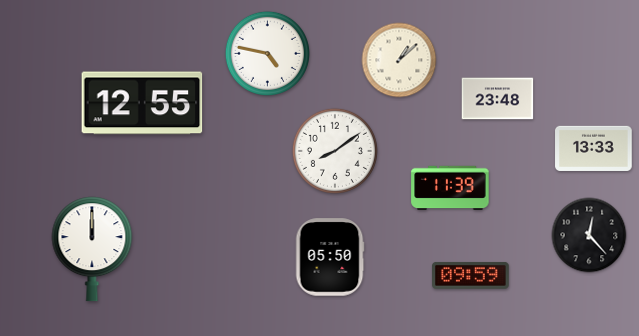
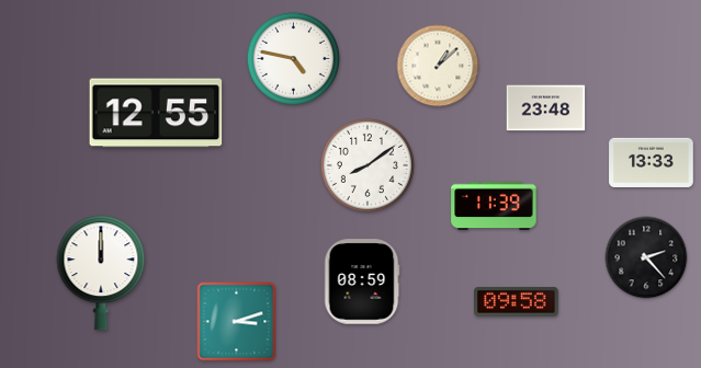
clock at (589, 235): 12:23 -> 2:23
clock at (330, 257): 05:50 -> 08:59
clock at (471, 275): 09:59 -> 09:58
clock at (237, 322): none -> 3:12
